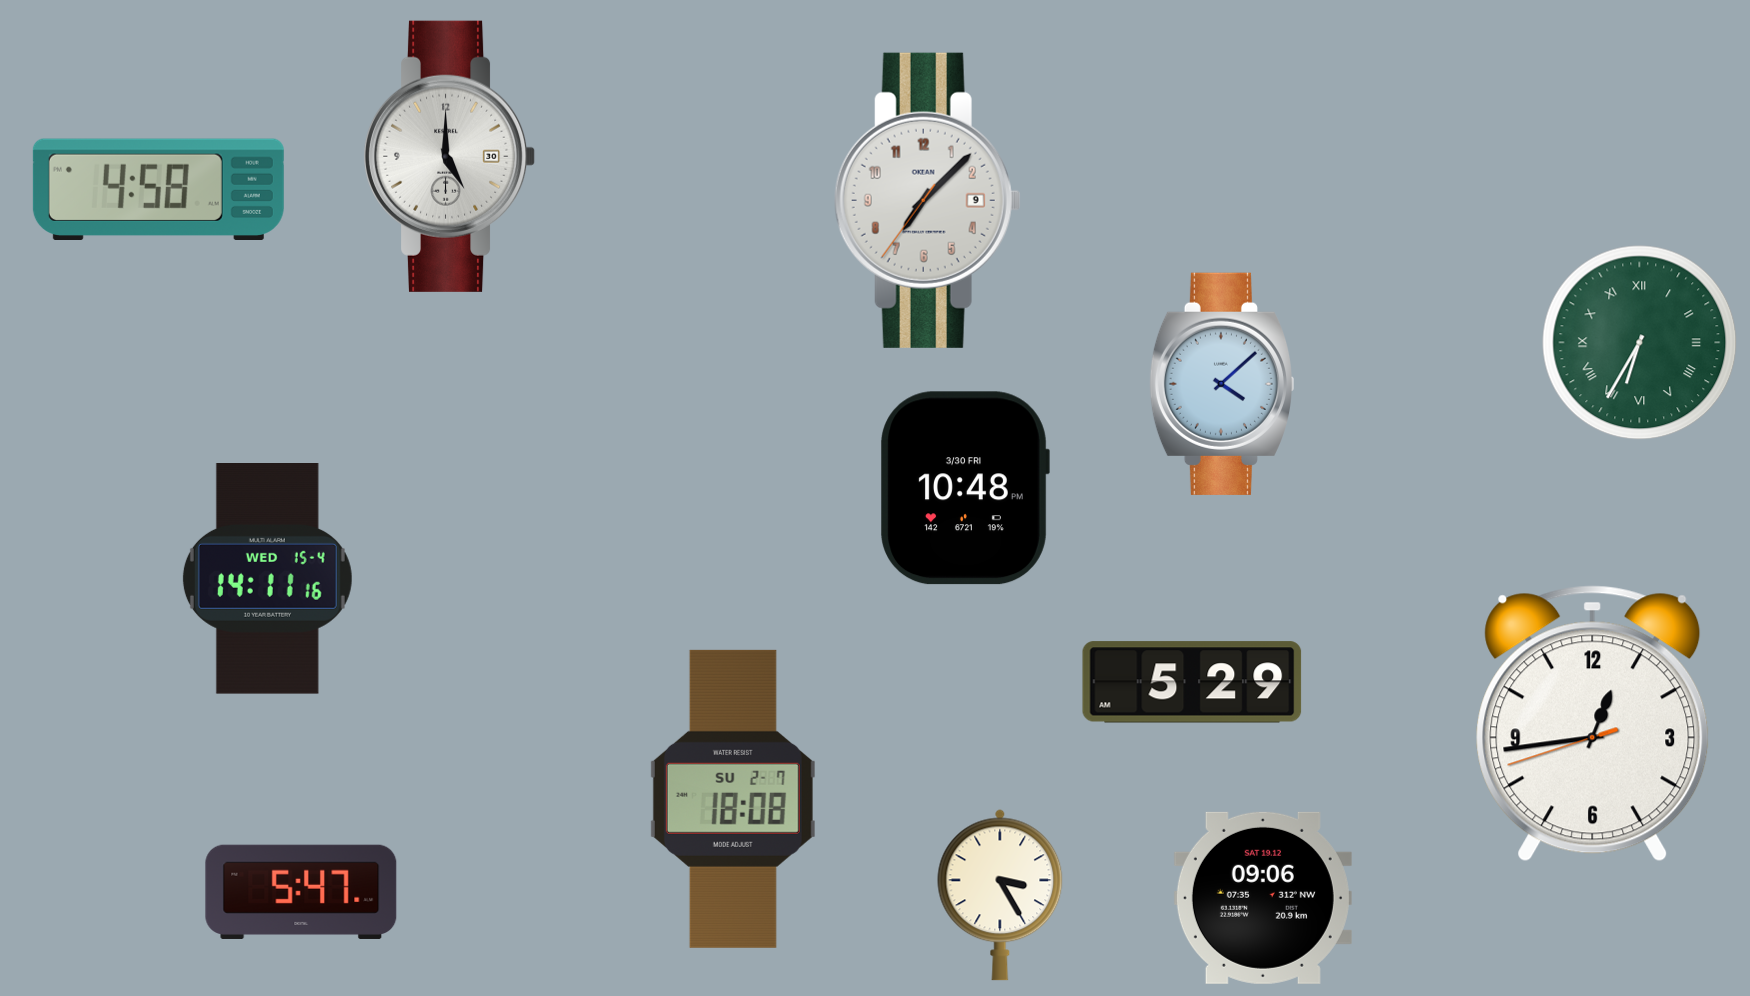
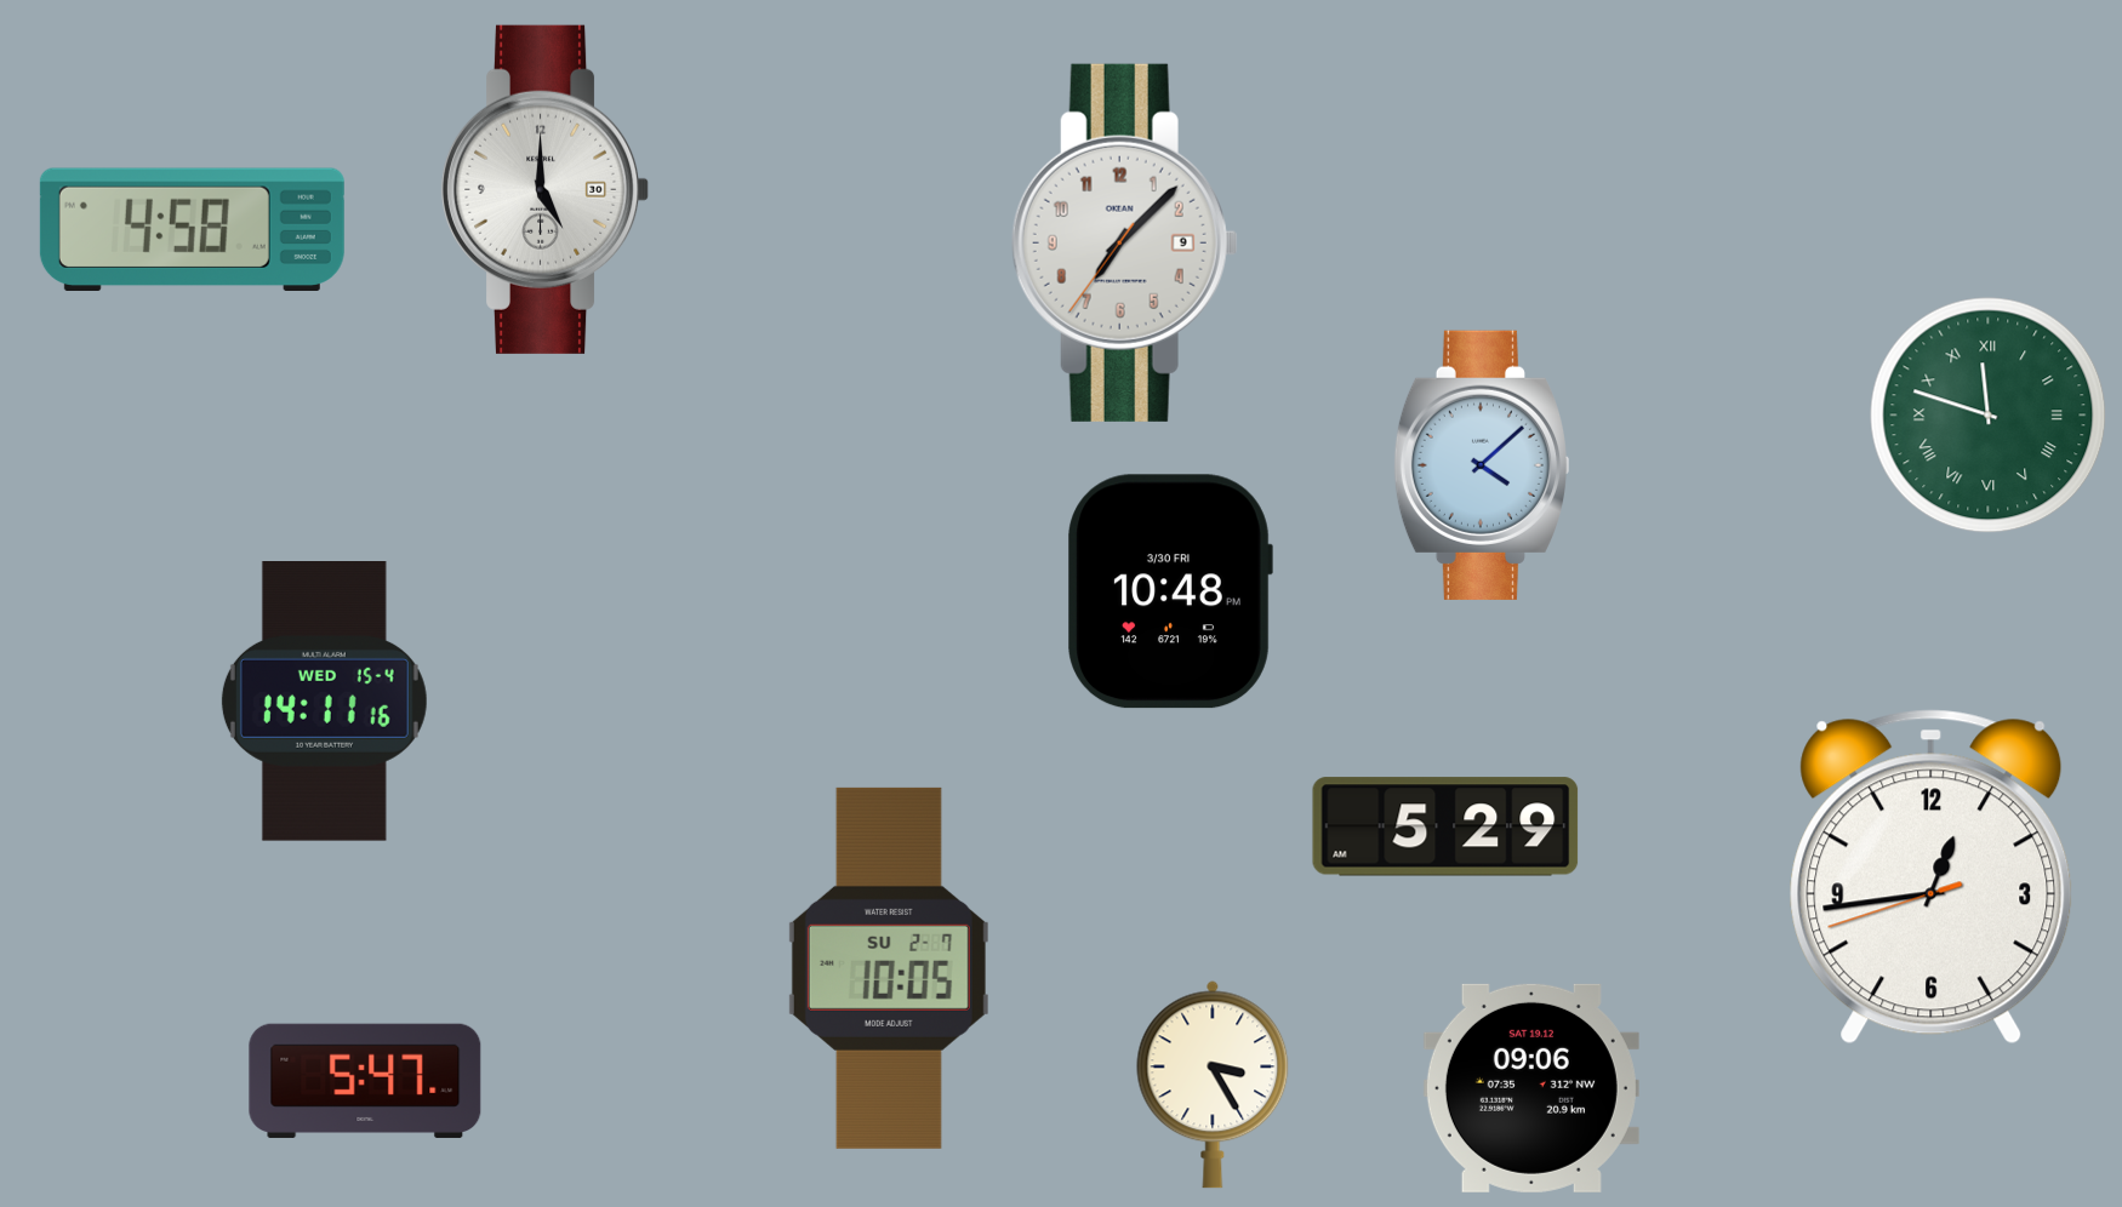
clock at (1640, 343): 6:35 -> 11:48
clock at (733, 799): 18:08 -> 10:05
